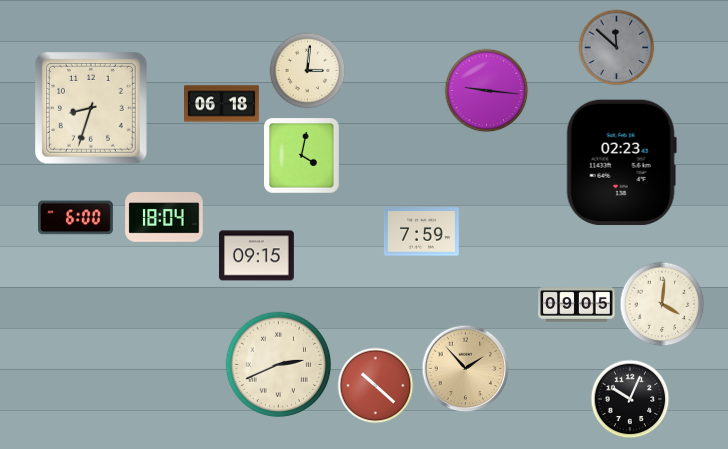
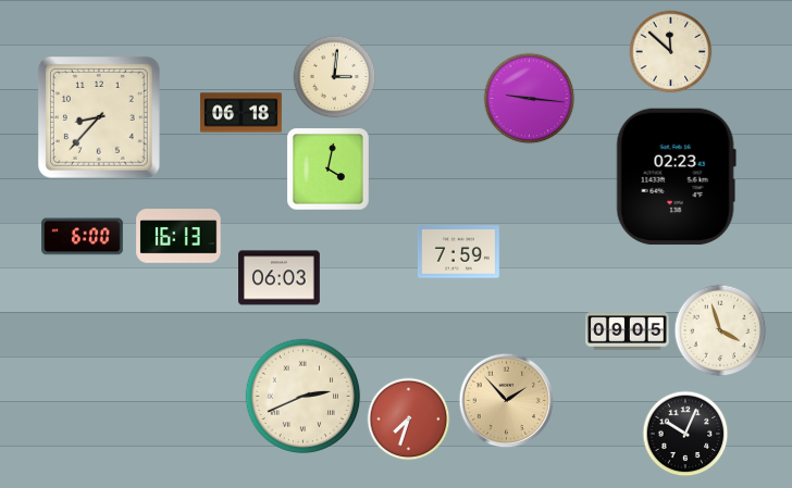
clock at (617, 48) dial: grey -> cream
clock at (92, 109): 8:33 -> 8:37
clock at (164, 217): 18:04 -> 16:13
clock at (257, 256): 09:15 -> 06:03
clock at (662, 304): 4:01 -> 3:57
clock at (376, 386): 10:22 -> 7:33
